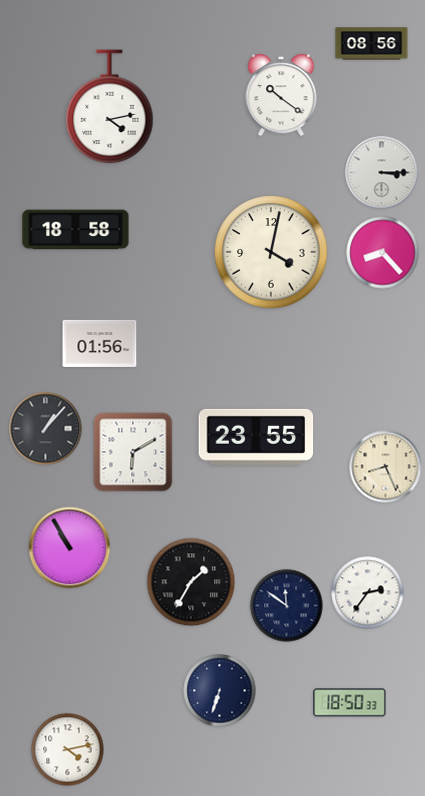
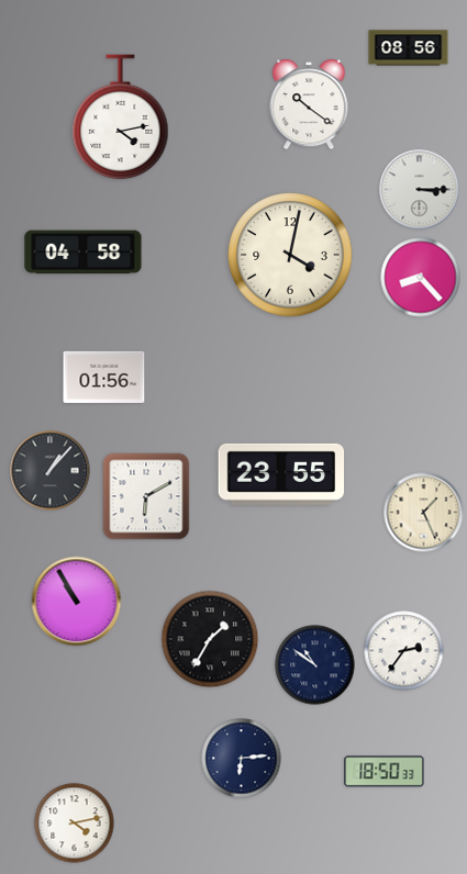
clock at (76, 230): 18:58 -> 04:58
clock at (271, 252) position: (271, 252) -> (290, 255)
clock at (100, 343) position: (100, 343) -> (104, 377)
clock at (256, 437) position: (256, 437) -> (281, 474)
clock at (386, 467): 8:26 -> 1:26
clock at (287, 606): 11:51 -> 10:51
clock at (220, 691): 6:33 -> 6:14
